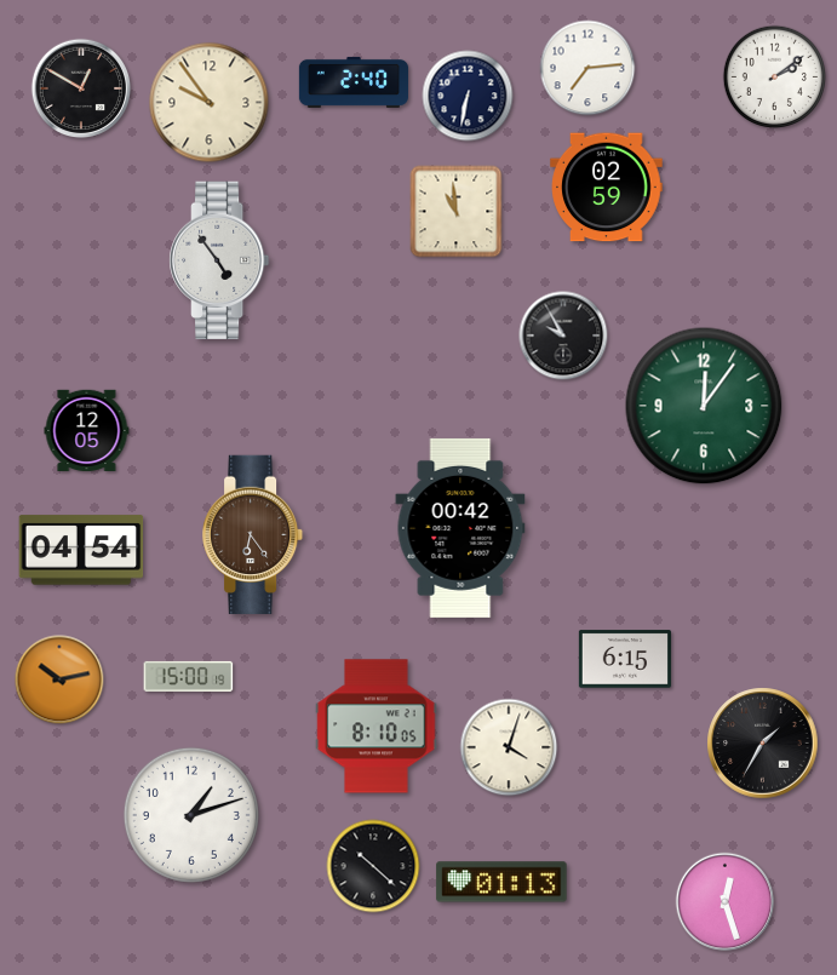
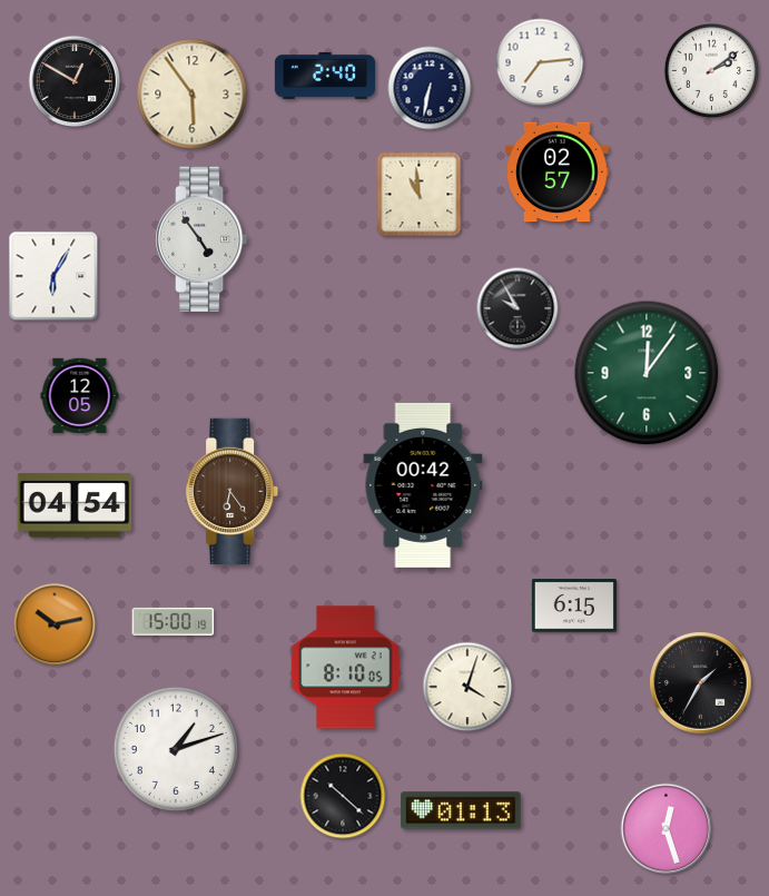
clock at (210, 103): 9:54 -> 5:54
clock at (607, 188): 02:59 -> 02:57
clock at (53, 276): none -> 6:05
